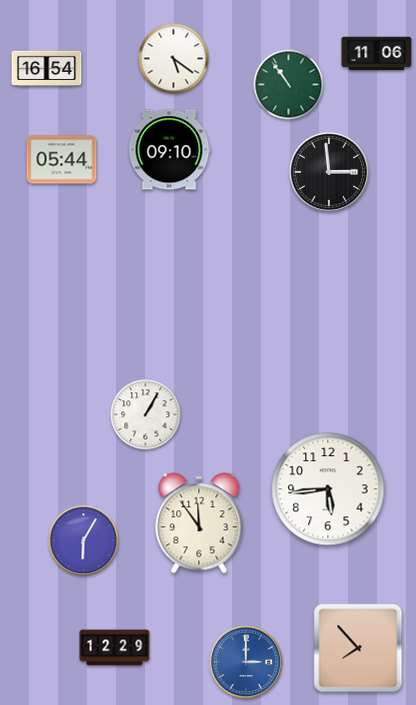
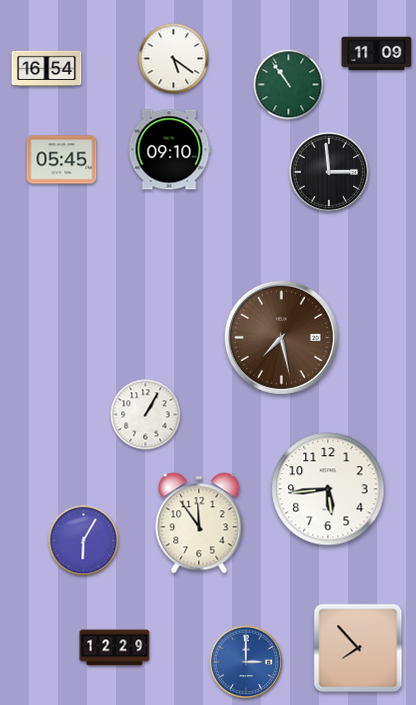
clock at (377, 54): 11:06 -> 11:09
clock at (62, 160): 05:44 -> 05:45
clock at (281, 337): none -> 7:28
